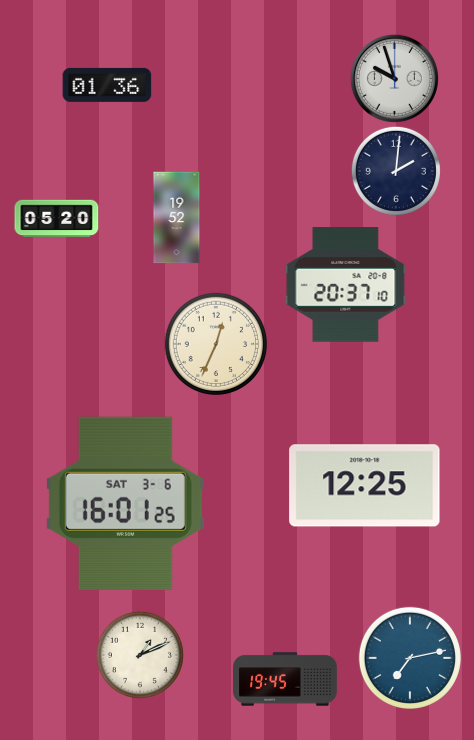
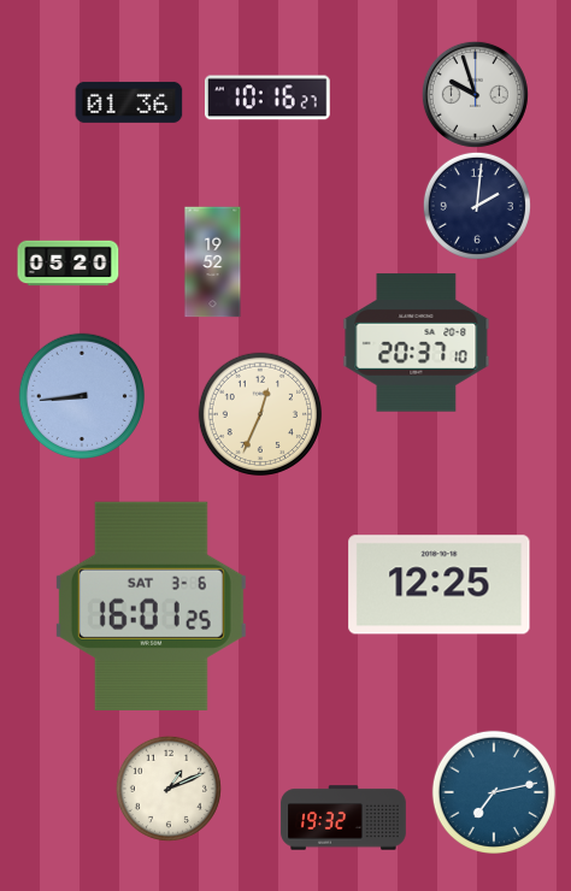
clock at (267, 98): none -> 10:16
clock at (81, 395): none -> 8:44
clock at (285, 679): 19:45 -> 19:32
